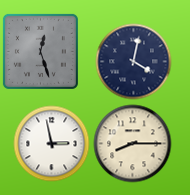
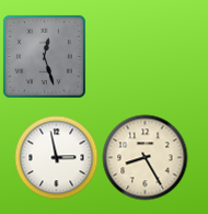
clock at (134, 62): 4:02 -> none
clock at (133, 144): 8:15 -> 8:25
